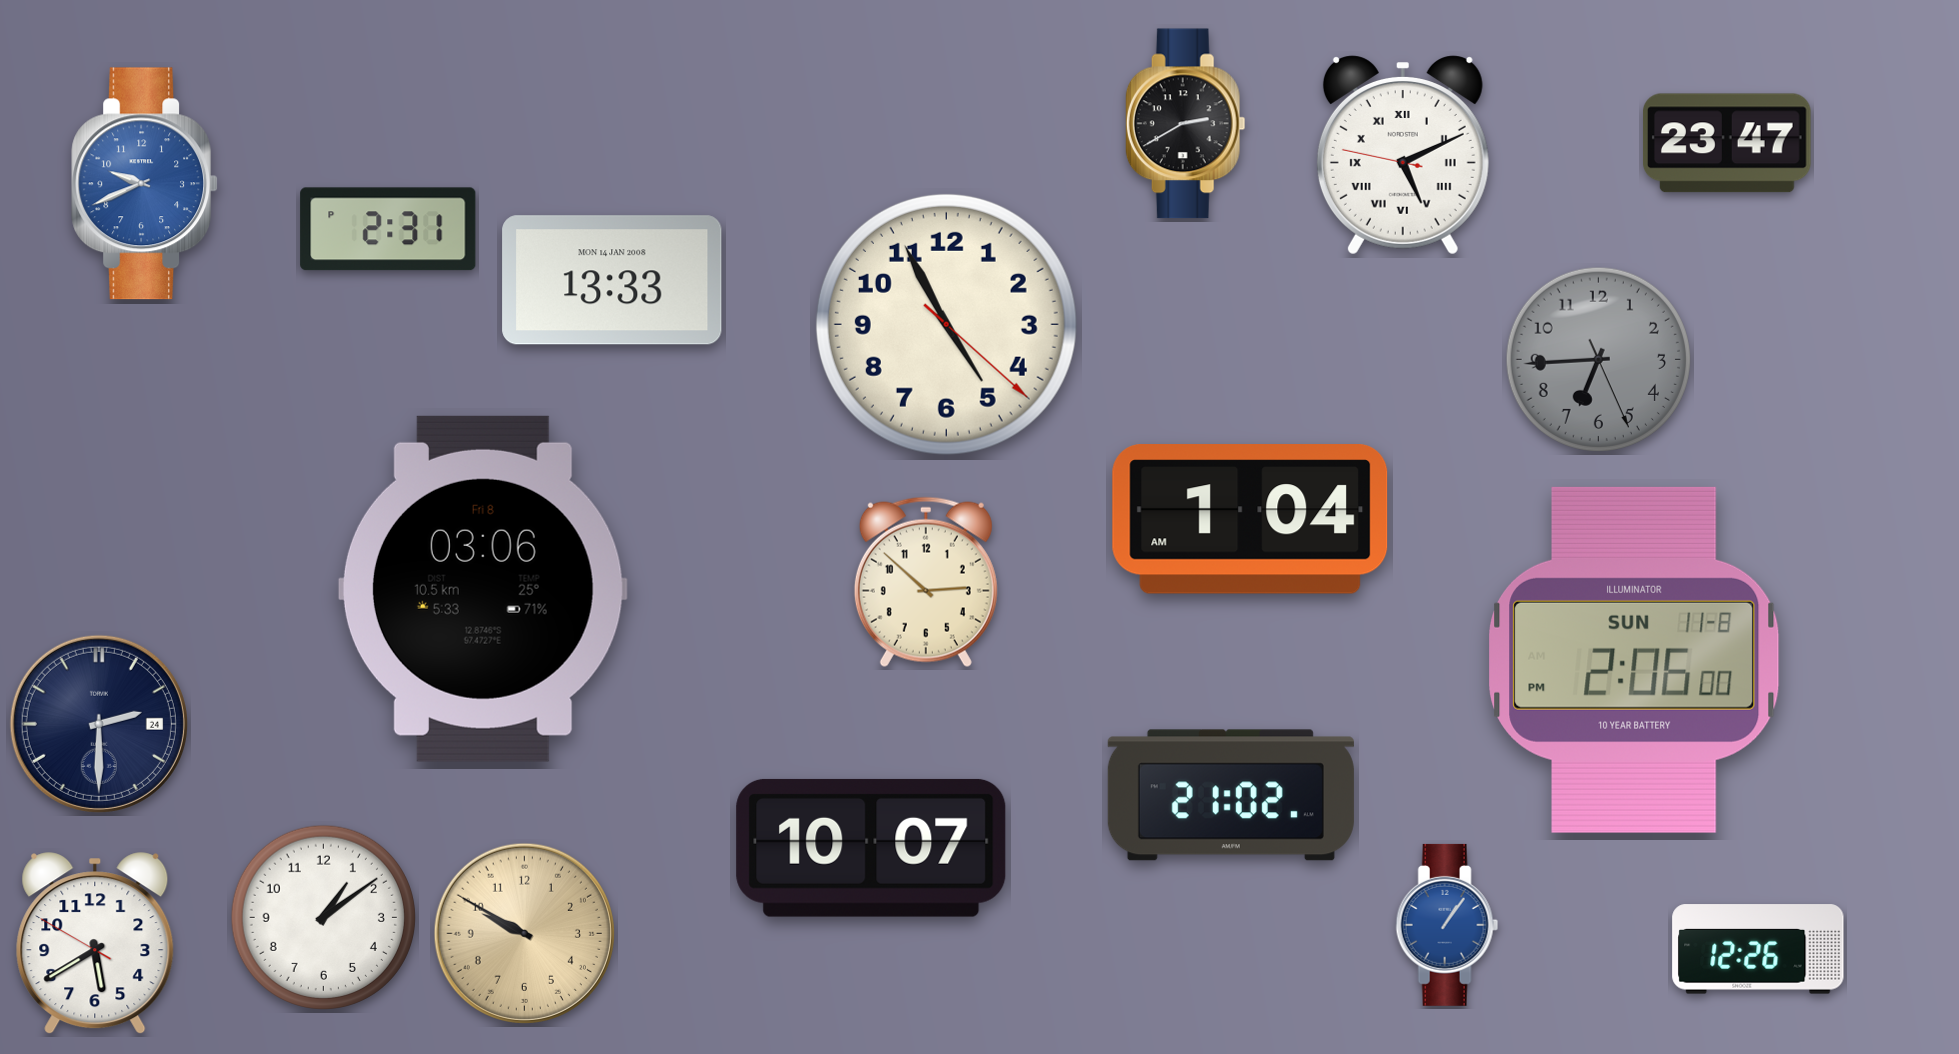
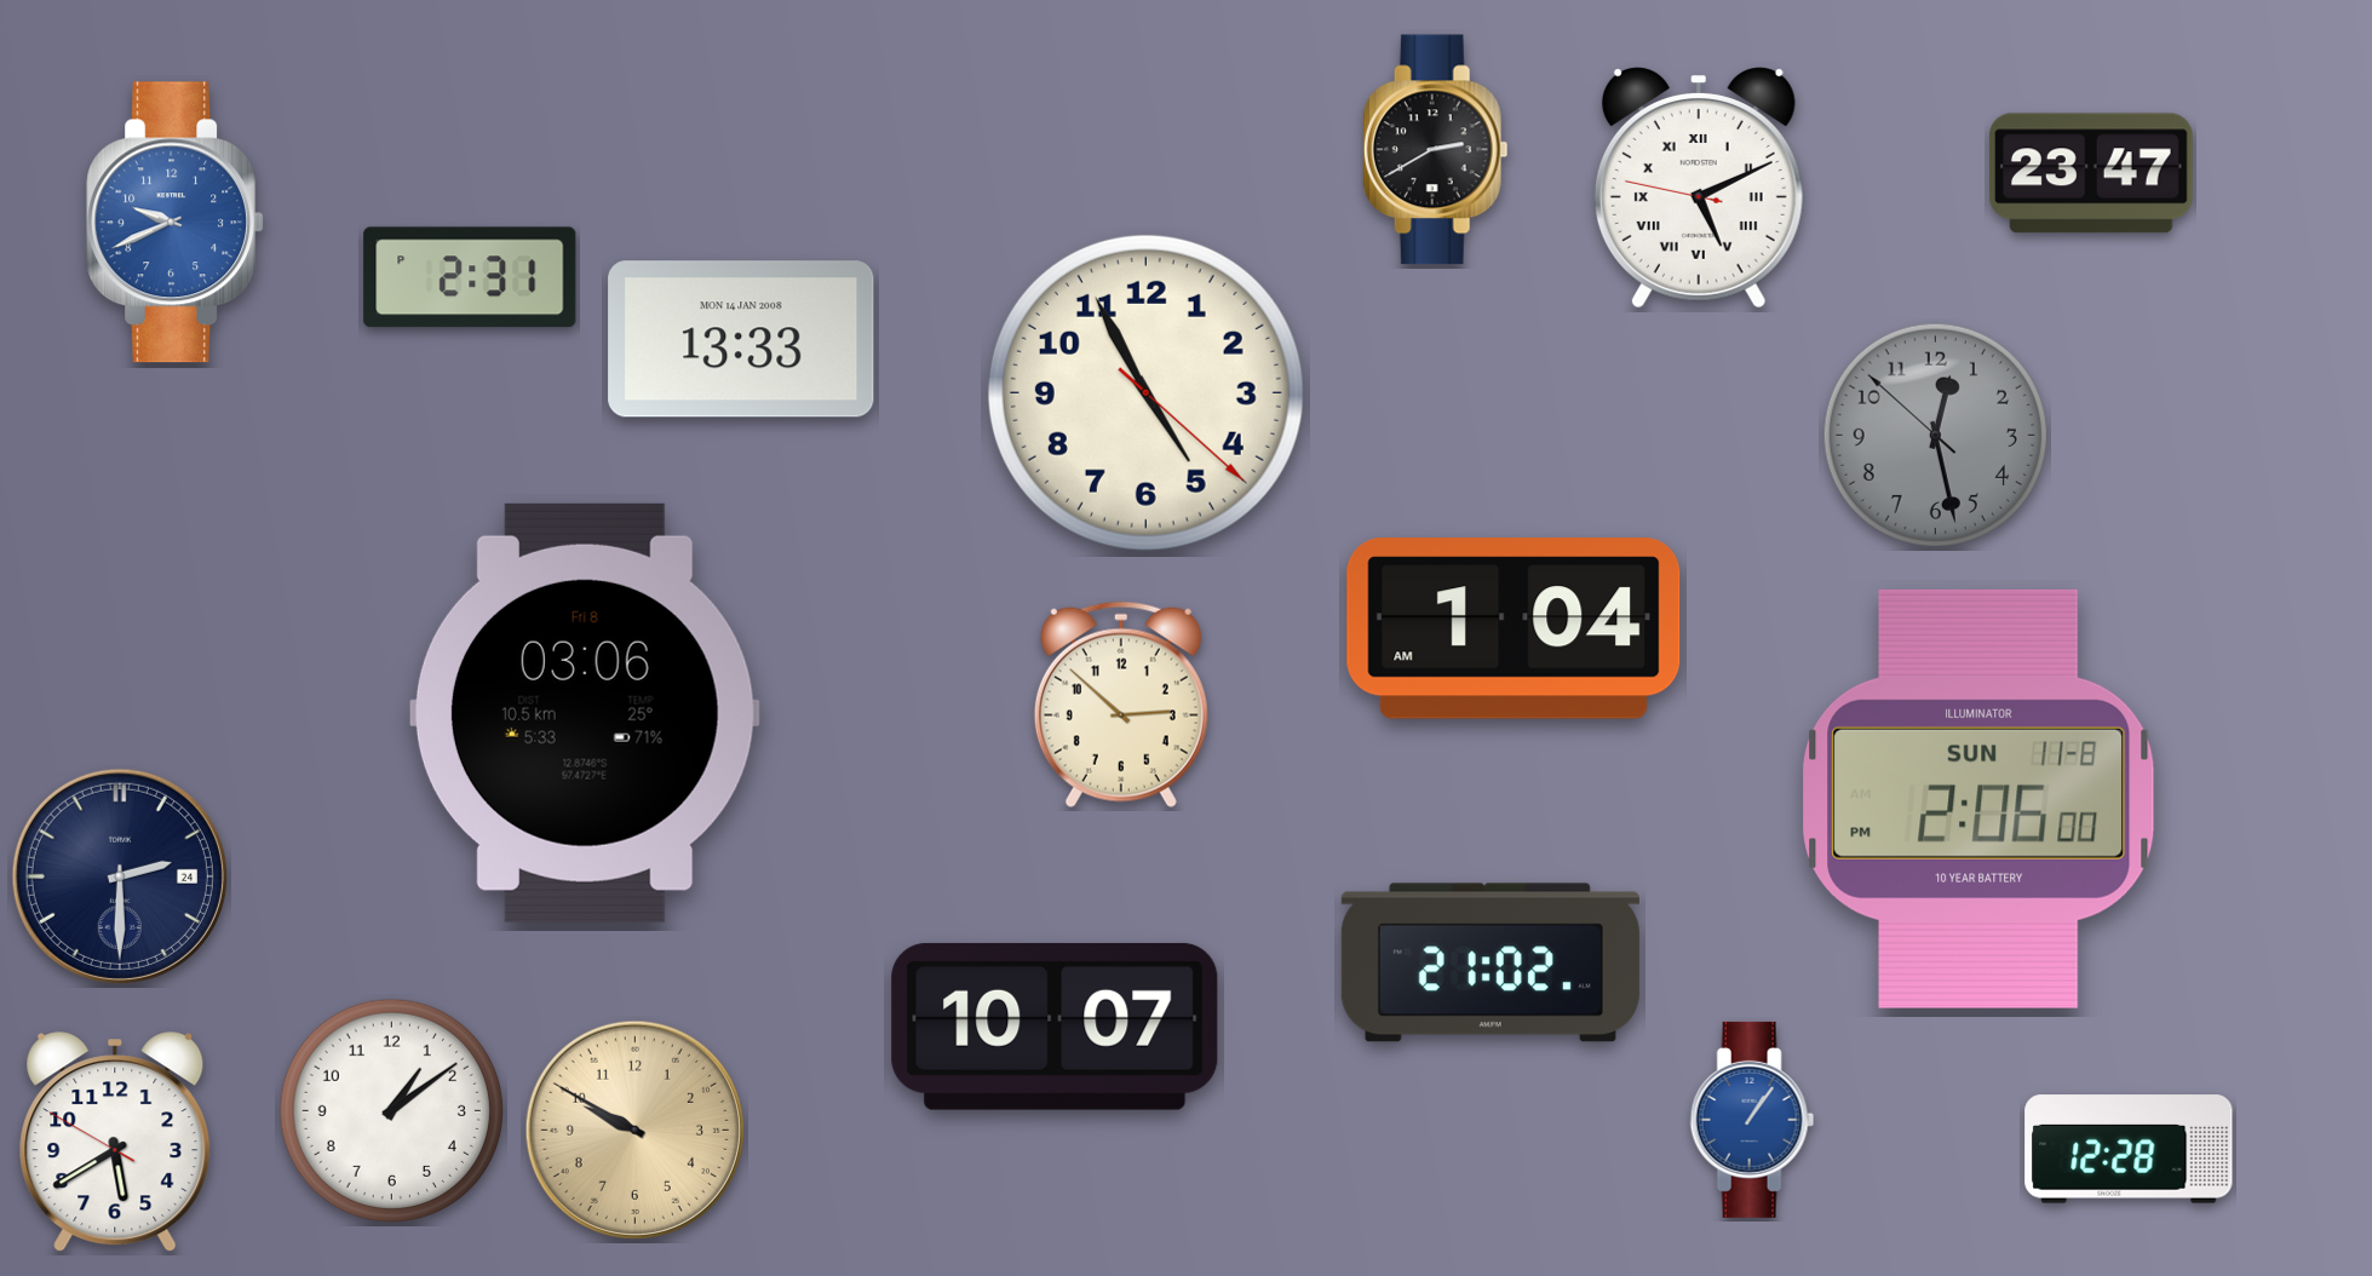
clock at (1598, 359): 6:44 -> 12:27
clock at (1758, 949): 12:26 -> 12:28
